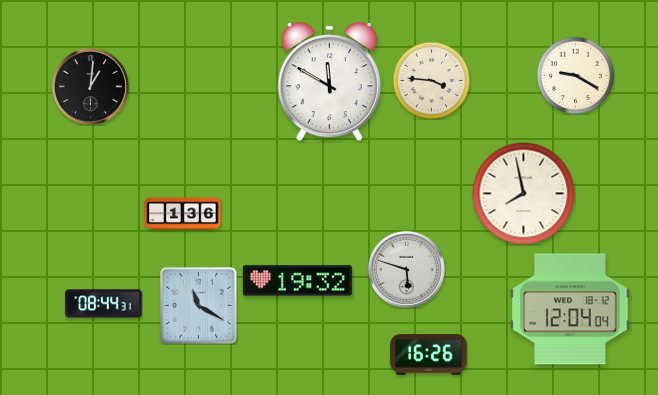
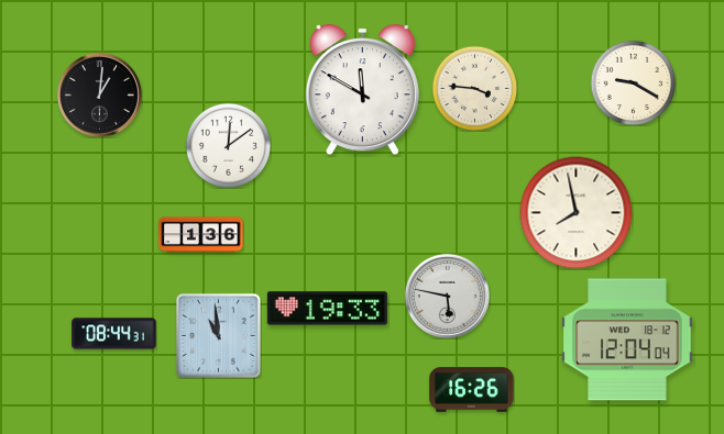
clock at (228, 145): none -> 12:09
clock at (406, 269): 5:48 -> 5:47
clock at (297, 281): 19:32 -> 19:33
clock at (199, 306): 11:20 -> 10:59
